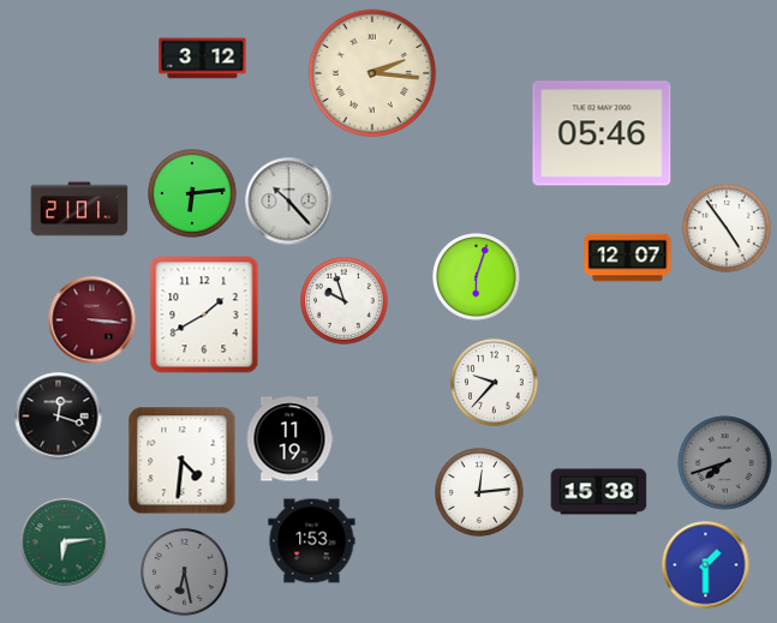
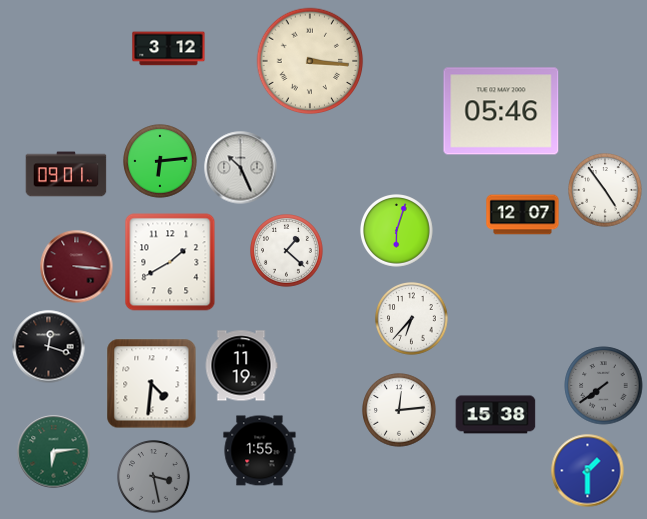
clock at (372, 73): 2:16 -> 3:16
clock at (289, 202): 10:23 -> 10:26
clock at (79, 209): 21:01 -> 09:01
clock at (345, 301): 9:57 -> 1:22
clock at (495, 383): 9:37 -> 6:37
clock at (725, 463): 7:42 -> 7:39
clock at (599, 492) position: (599, 492) -> (496, 415)
clock at (312, 541): 1:53 -> 1:55
clock at (185, 573): 6:28 -> 3:28
